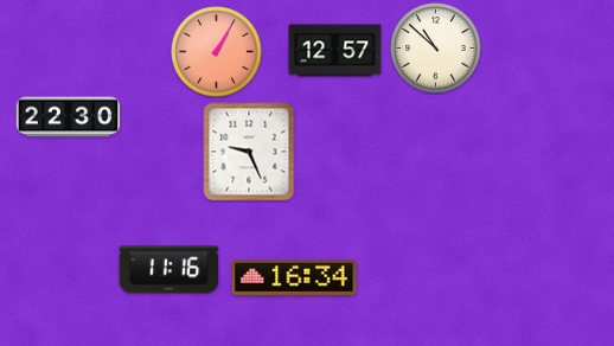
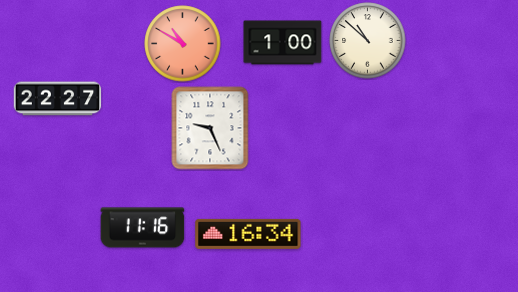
clock at (335, 51): 12:57 -> 1:00
clock at (217, 52): 1:05 -> 10:50
clock at (69, 117): 22:30 -> 22:27
